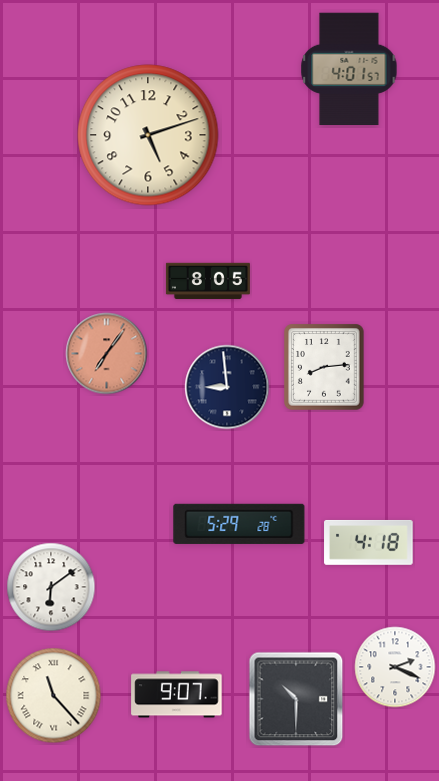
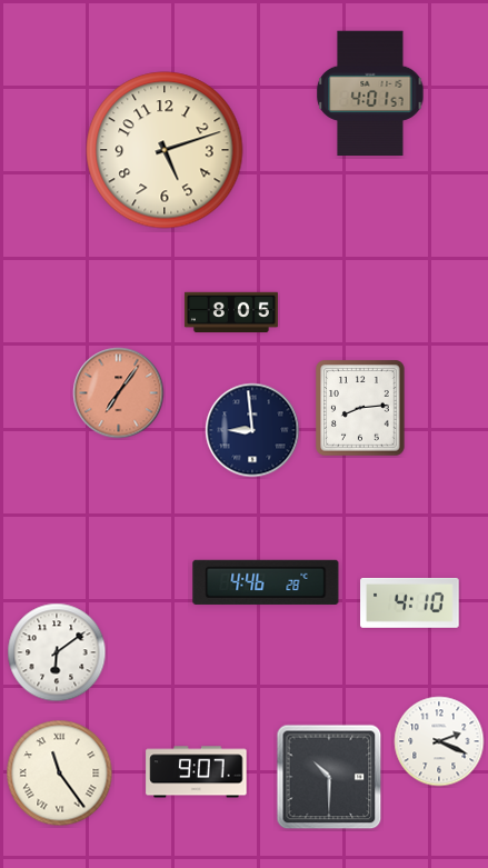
clock at (349, 69) position: (349, 69) -> (370, 93)
clock at (239, 524): 5:29 -> 4:46
clock at (369, 542): 4:18 -> 4:10
clock at (54, 696): 11:23 -> 11:24
